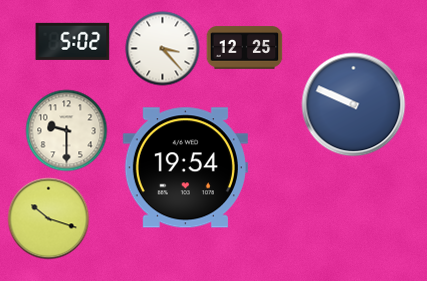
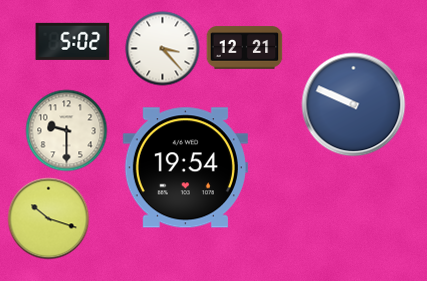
clock at (245, 48): 12:25 -> 12:21
